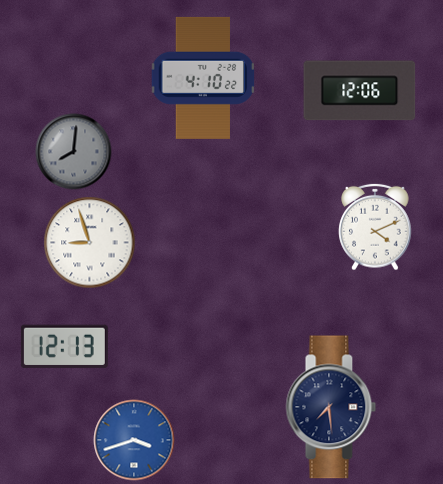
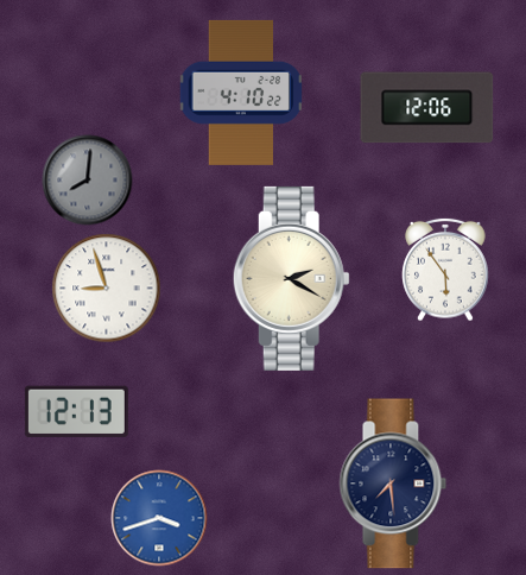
clock at (375, 227): 4:11 -> 5:54
clock at (291, 278): none -> 2:20
clock at (134, 440) position: (134, 440) -> (159, 518)
